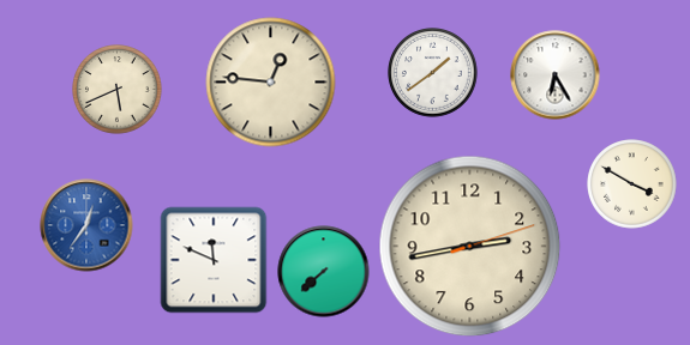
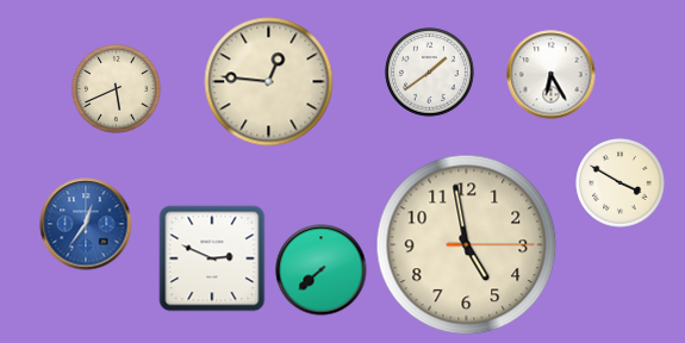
clock at (632, 184) position: (632, 184) -> (621, 183)
clock at (470, 247): 2:43 -> 4:58
clock at (214, 260): 11:49 -> 2:49
